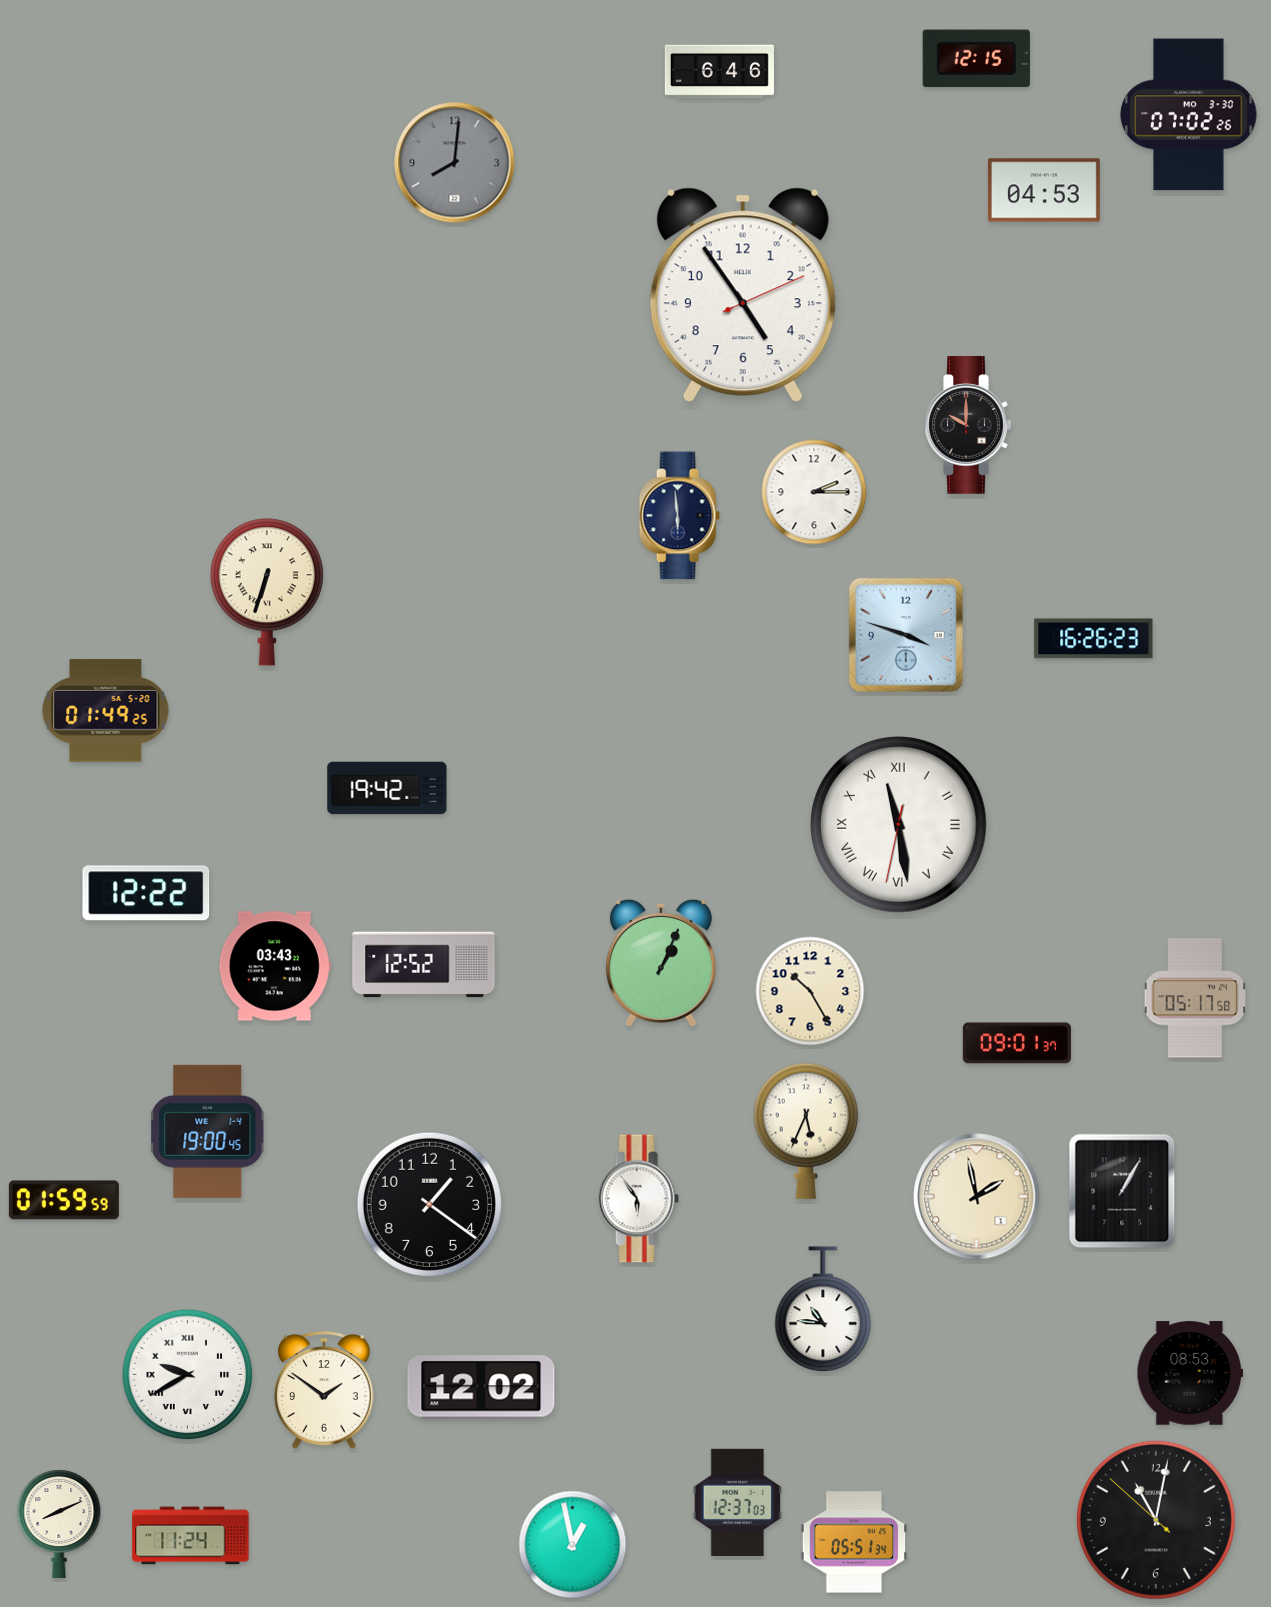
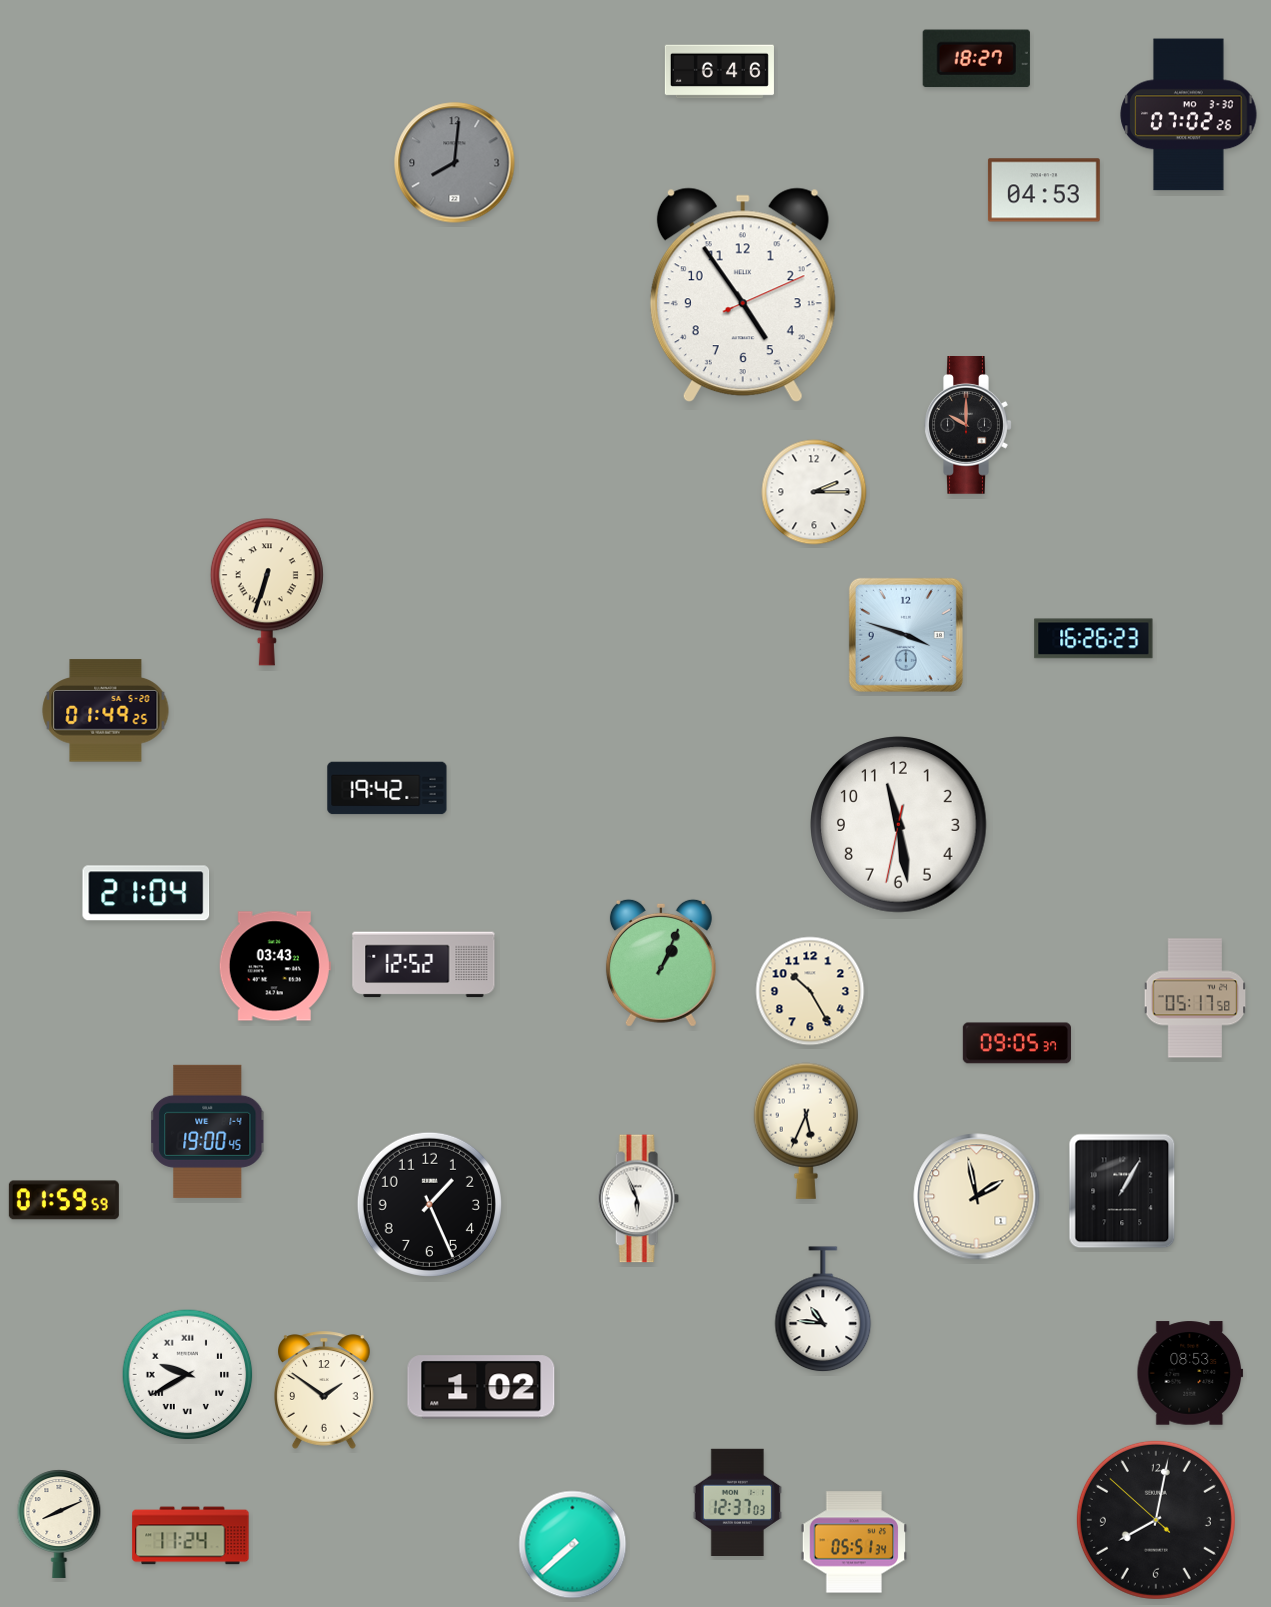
clock at (976, 59): 12:15 -> 18:27
clock at (679, 516): 5:59 -> none
clock at (899, 825) numerals: Roman -> Arabic
clock at (146, 893): 12:22 -> 21:04
clock at (1017, 1043): 09:01 -> 09:05
clock at (638, 1199): 5:54 -> 5:56
clock at (429, 1204): 1:21 -> 1:26
clock at (481, 1387): 12:02 -> 1:02
clock at (1156, 1520): 11:01 -> 8:01
clock at (573, 1545): 12:58 -> 7:38
